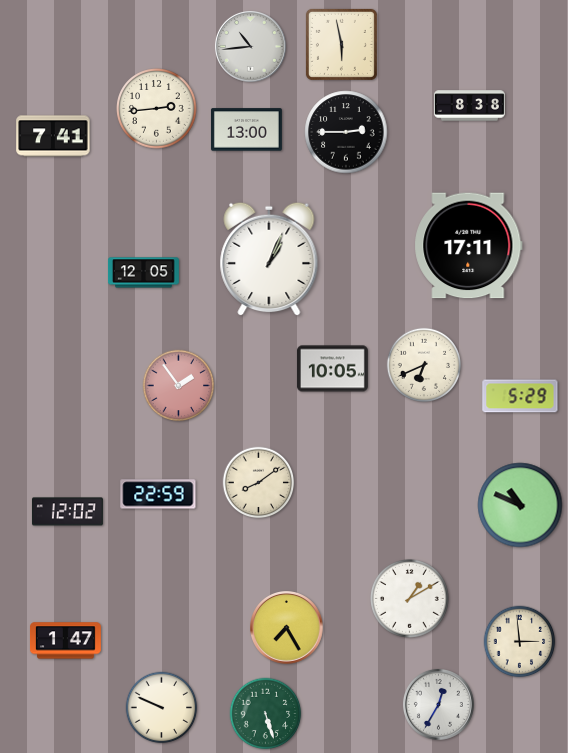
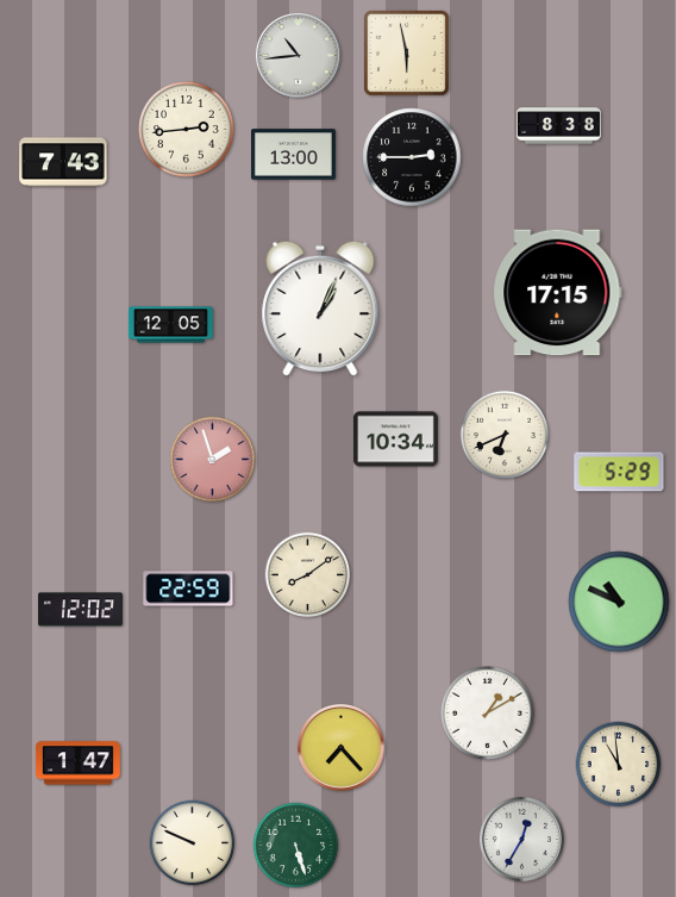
clock at (53, 136): 7:41 -> 7:43
clock at (469, 246): 17:11 -> 17:15
clock at (332, 369): 10:05 -> 10:34
clock at (179, 386): 1:54 -> 1:57
clock at (287, 628): 7:25 -> 7:23
clock at (520, 642): 2:59 -> 10:59
clock at (266, 714) position: (266, 714) -> (296, 846)
